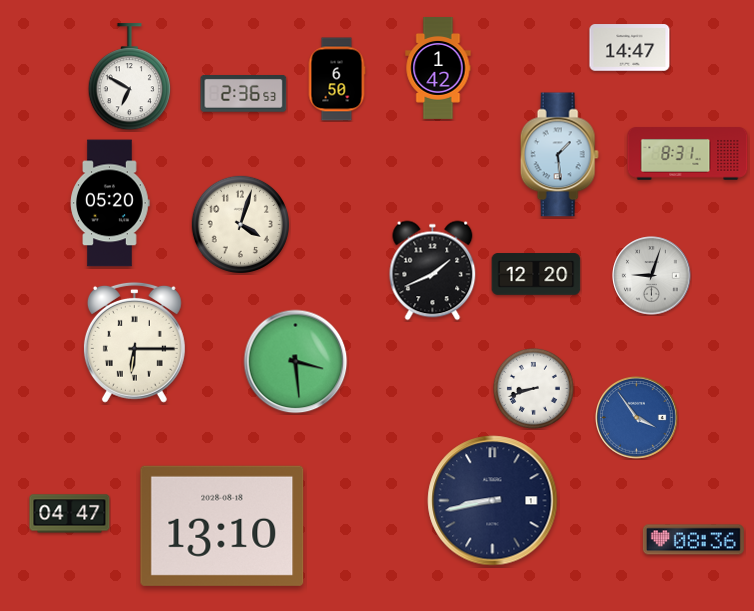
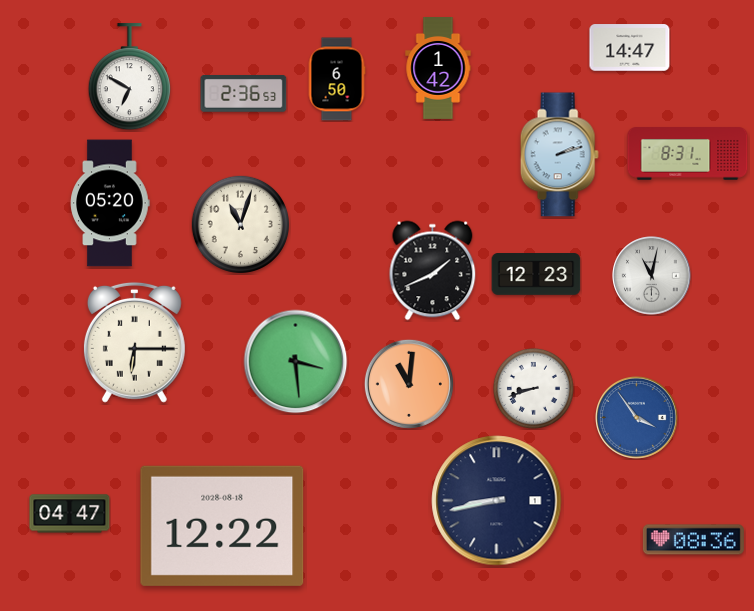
clock at (559, 155): 1:29 -> 2:12
clock at (240, 224): 4:03 -> 11:03
clock at (536, 274): 12:20 -> 12:23
clock at (652, 276): 9:03 -> 11:02
clock at (409, 384): none -> 11:01
clock at (493, 501) position: (493, 501) -> (497, 501)
clock at (222, 526): 13:10 -> 12:22
